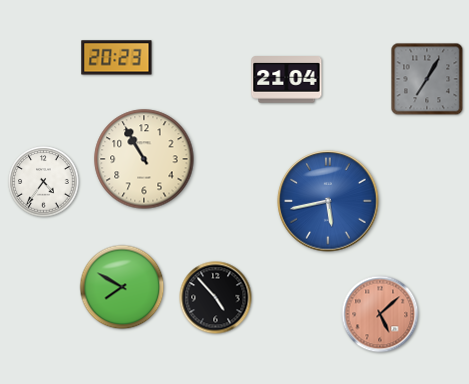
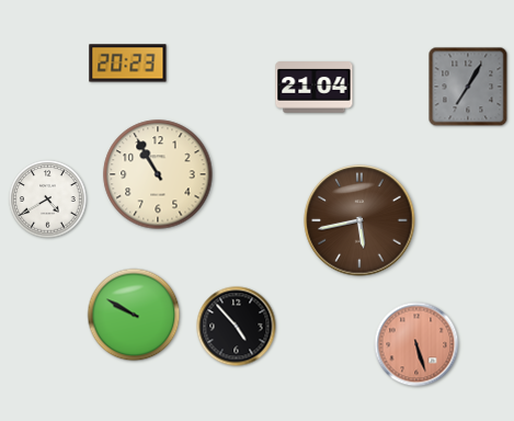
clock at (44, 182): 4:36 -> 4:40
clock at (328, 201) dial: blue -> brown
clock at (122, 287): 7:50 -> 9:50
clock at (380, 314): 5:08 -> 5:27
